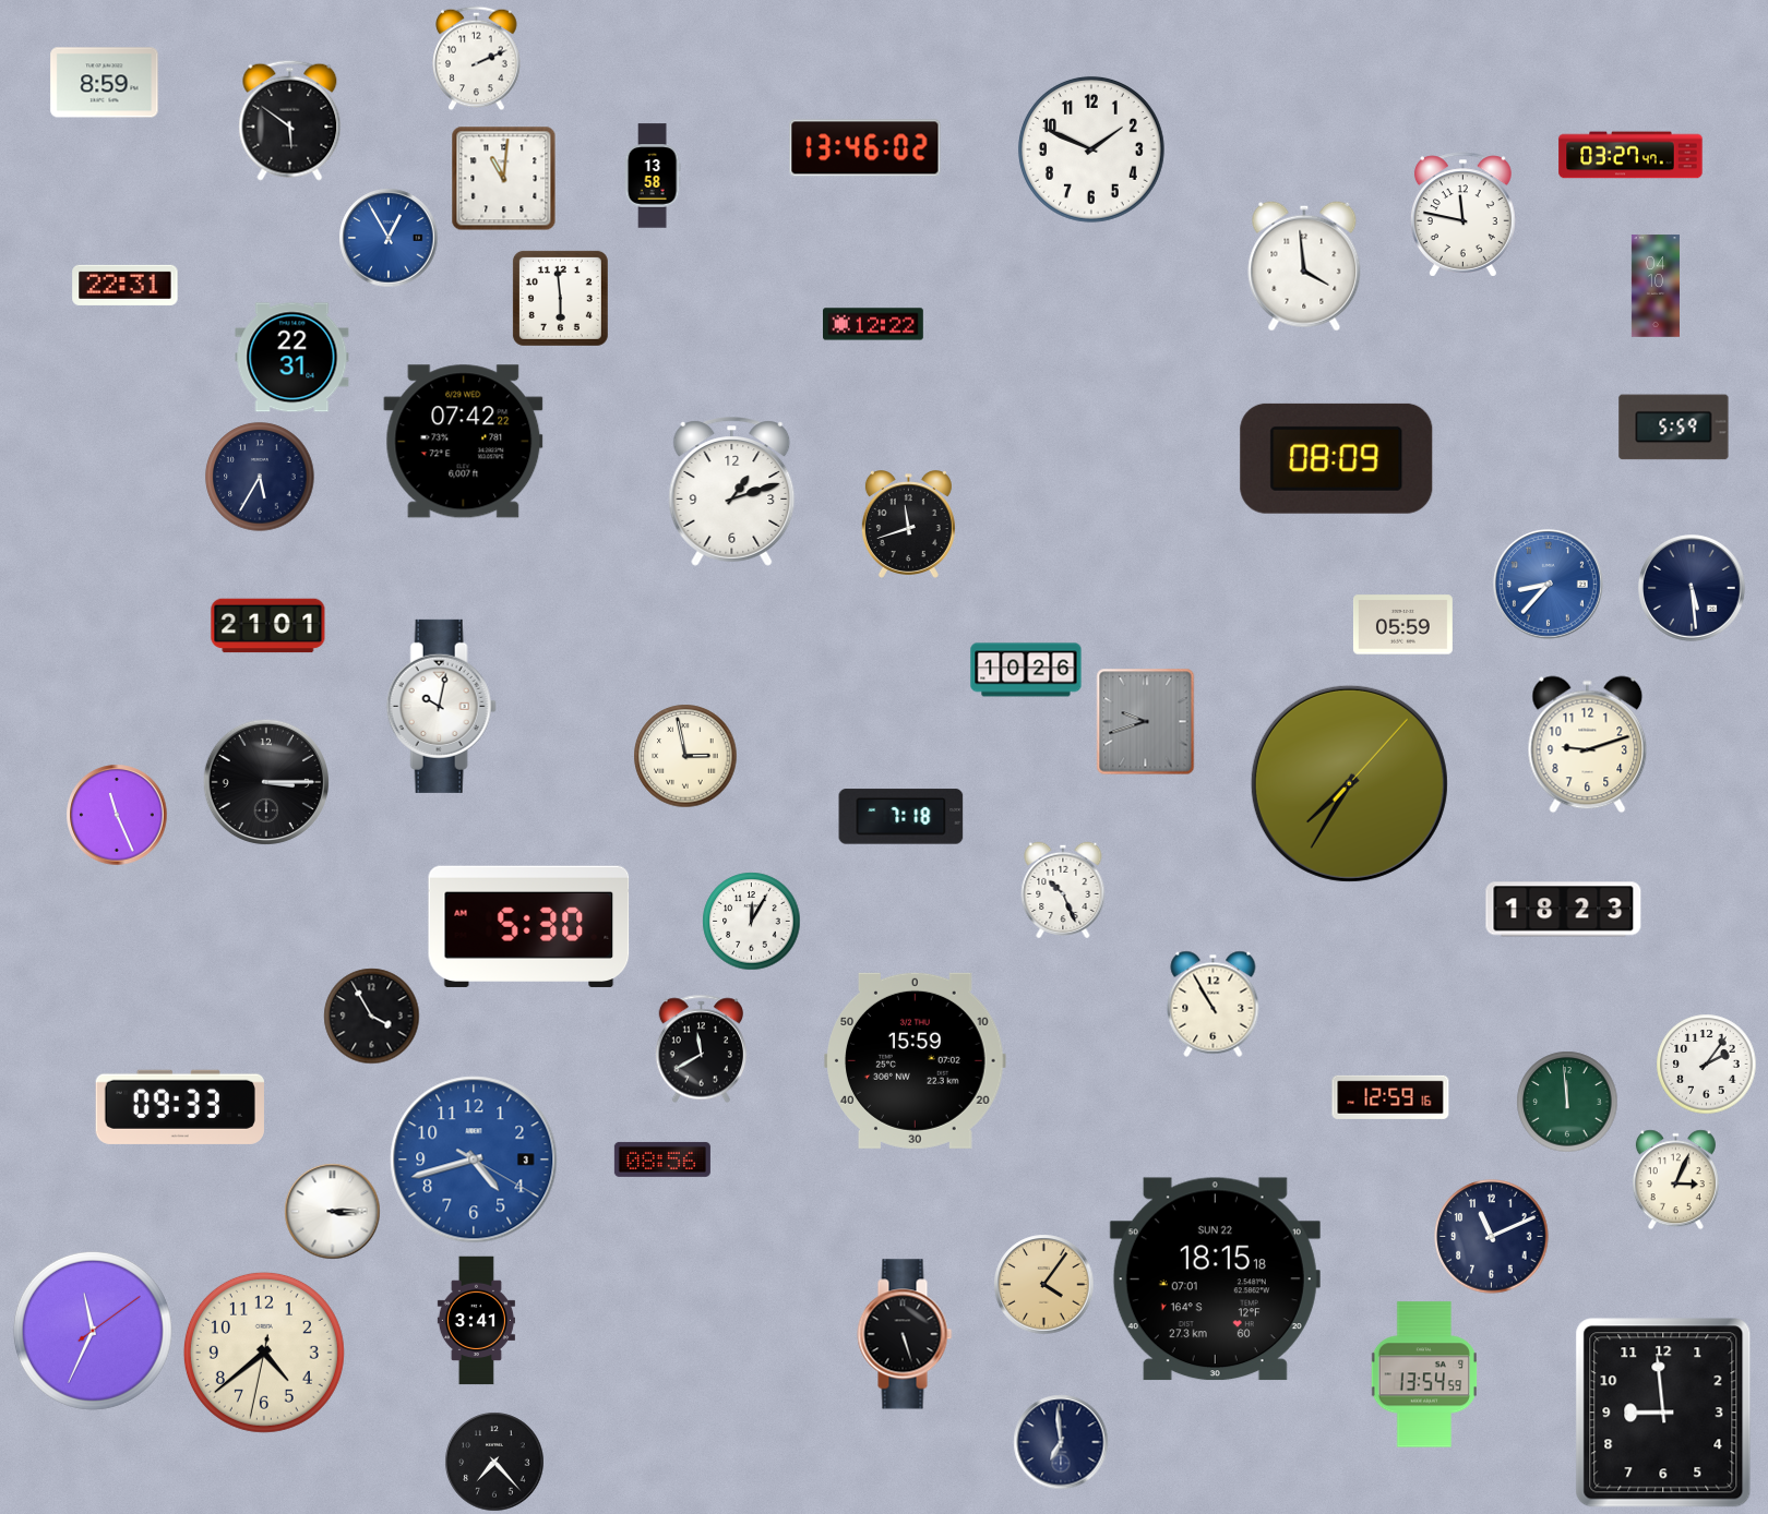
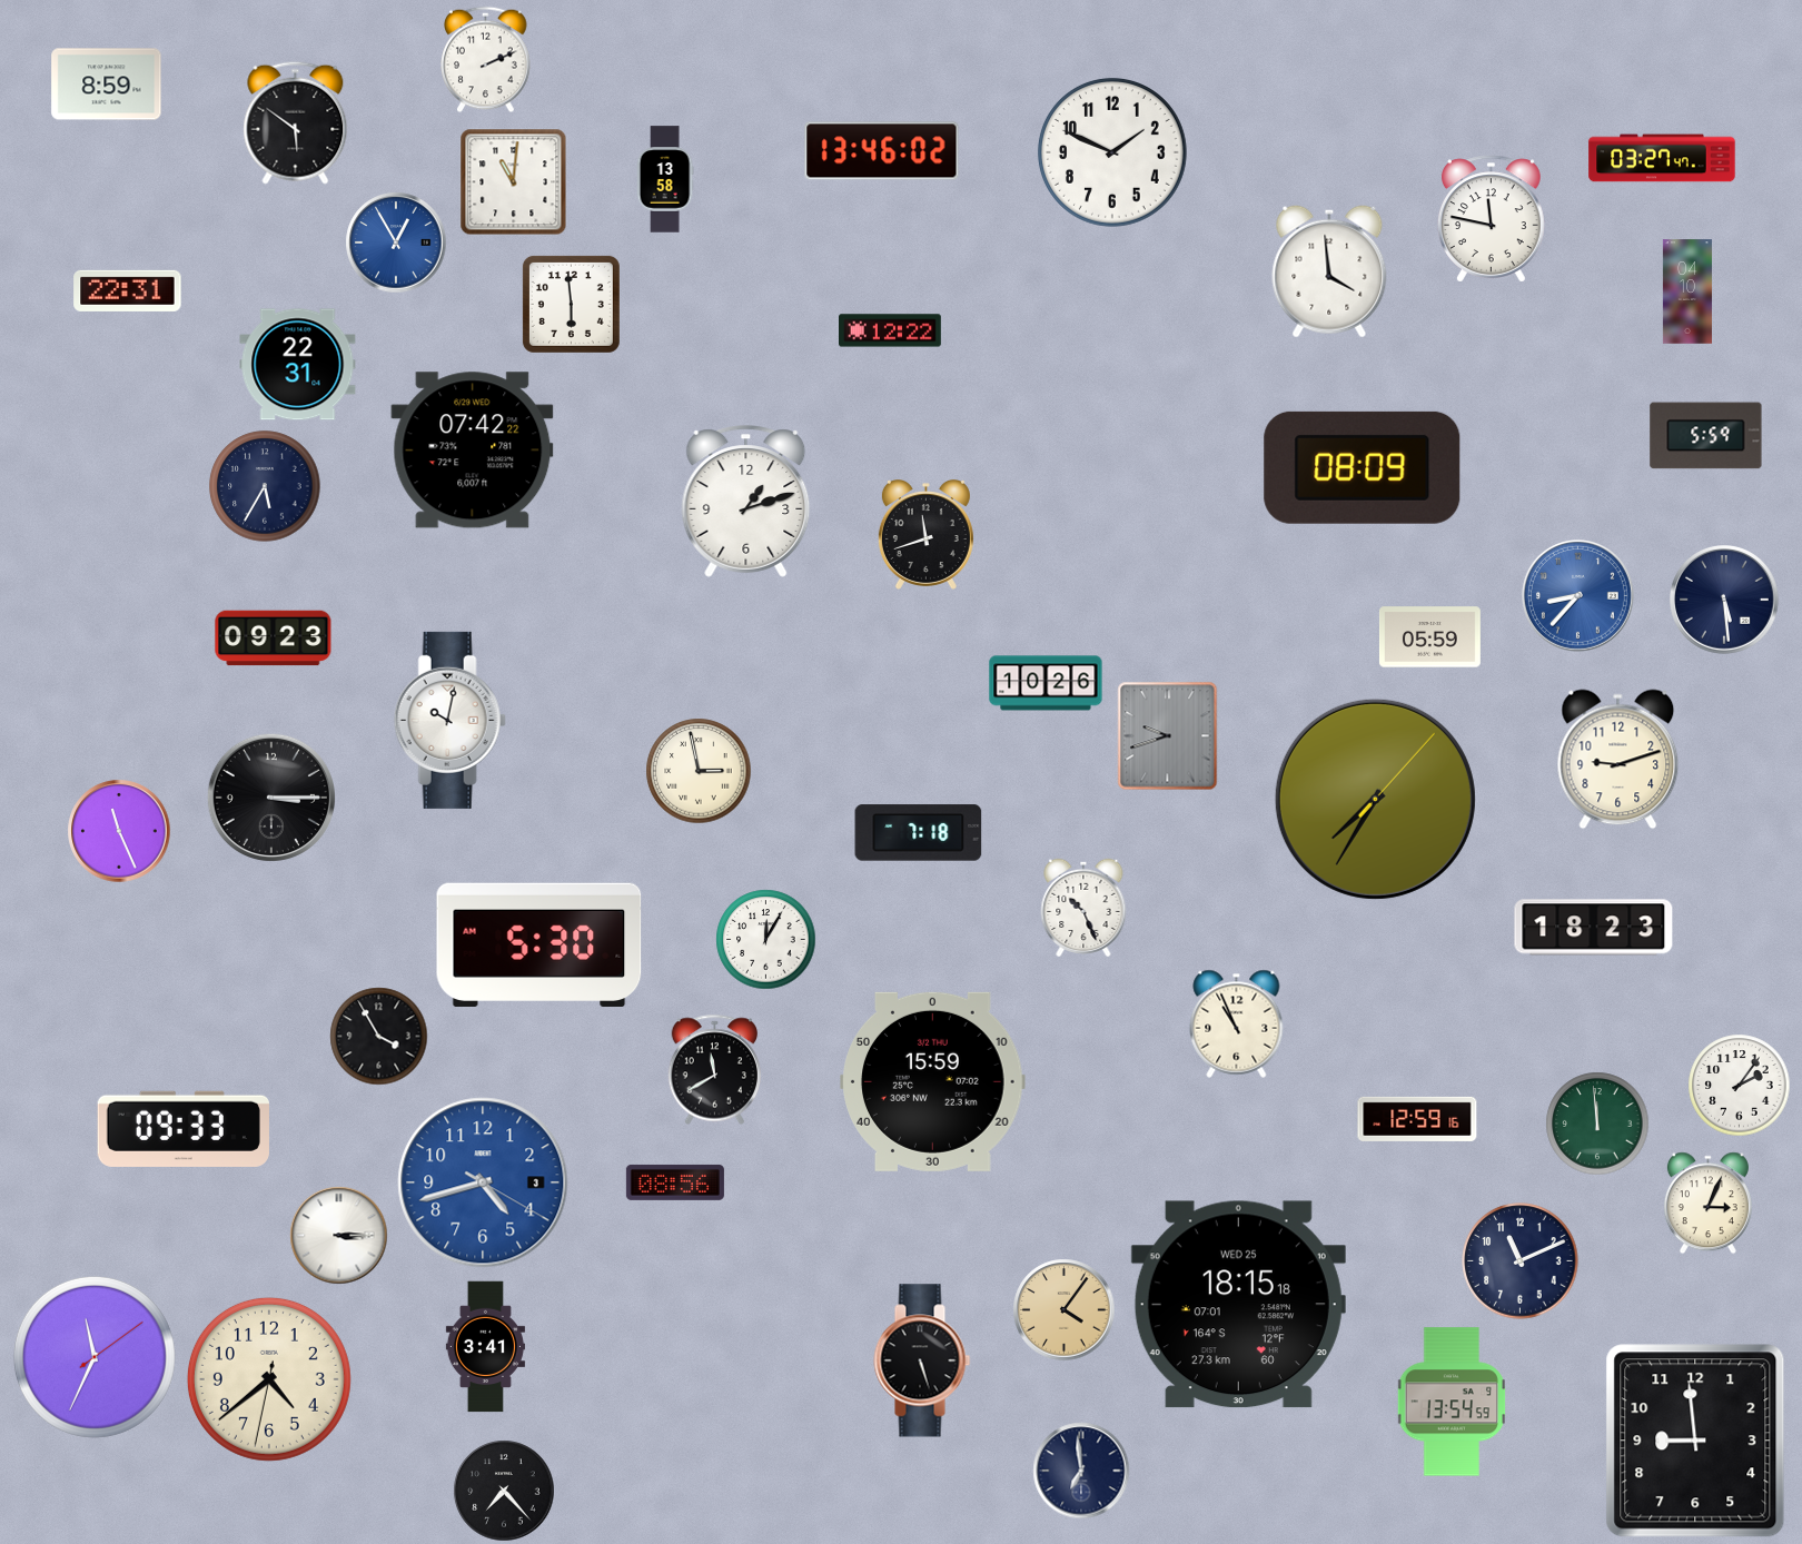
clock at (268, 626): 21:01 -> 09:23
clock at (1214, 1004): 10:55 -> 10:56
clock at (1215, 1279) date: SUN 22 -> WED 25
